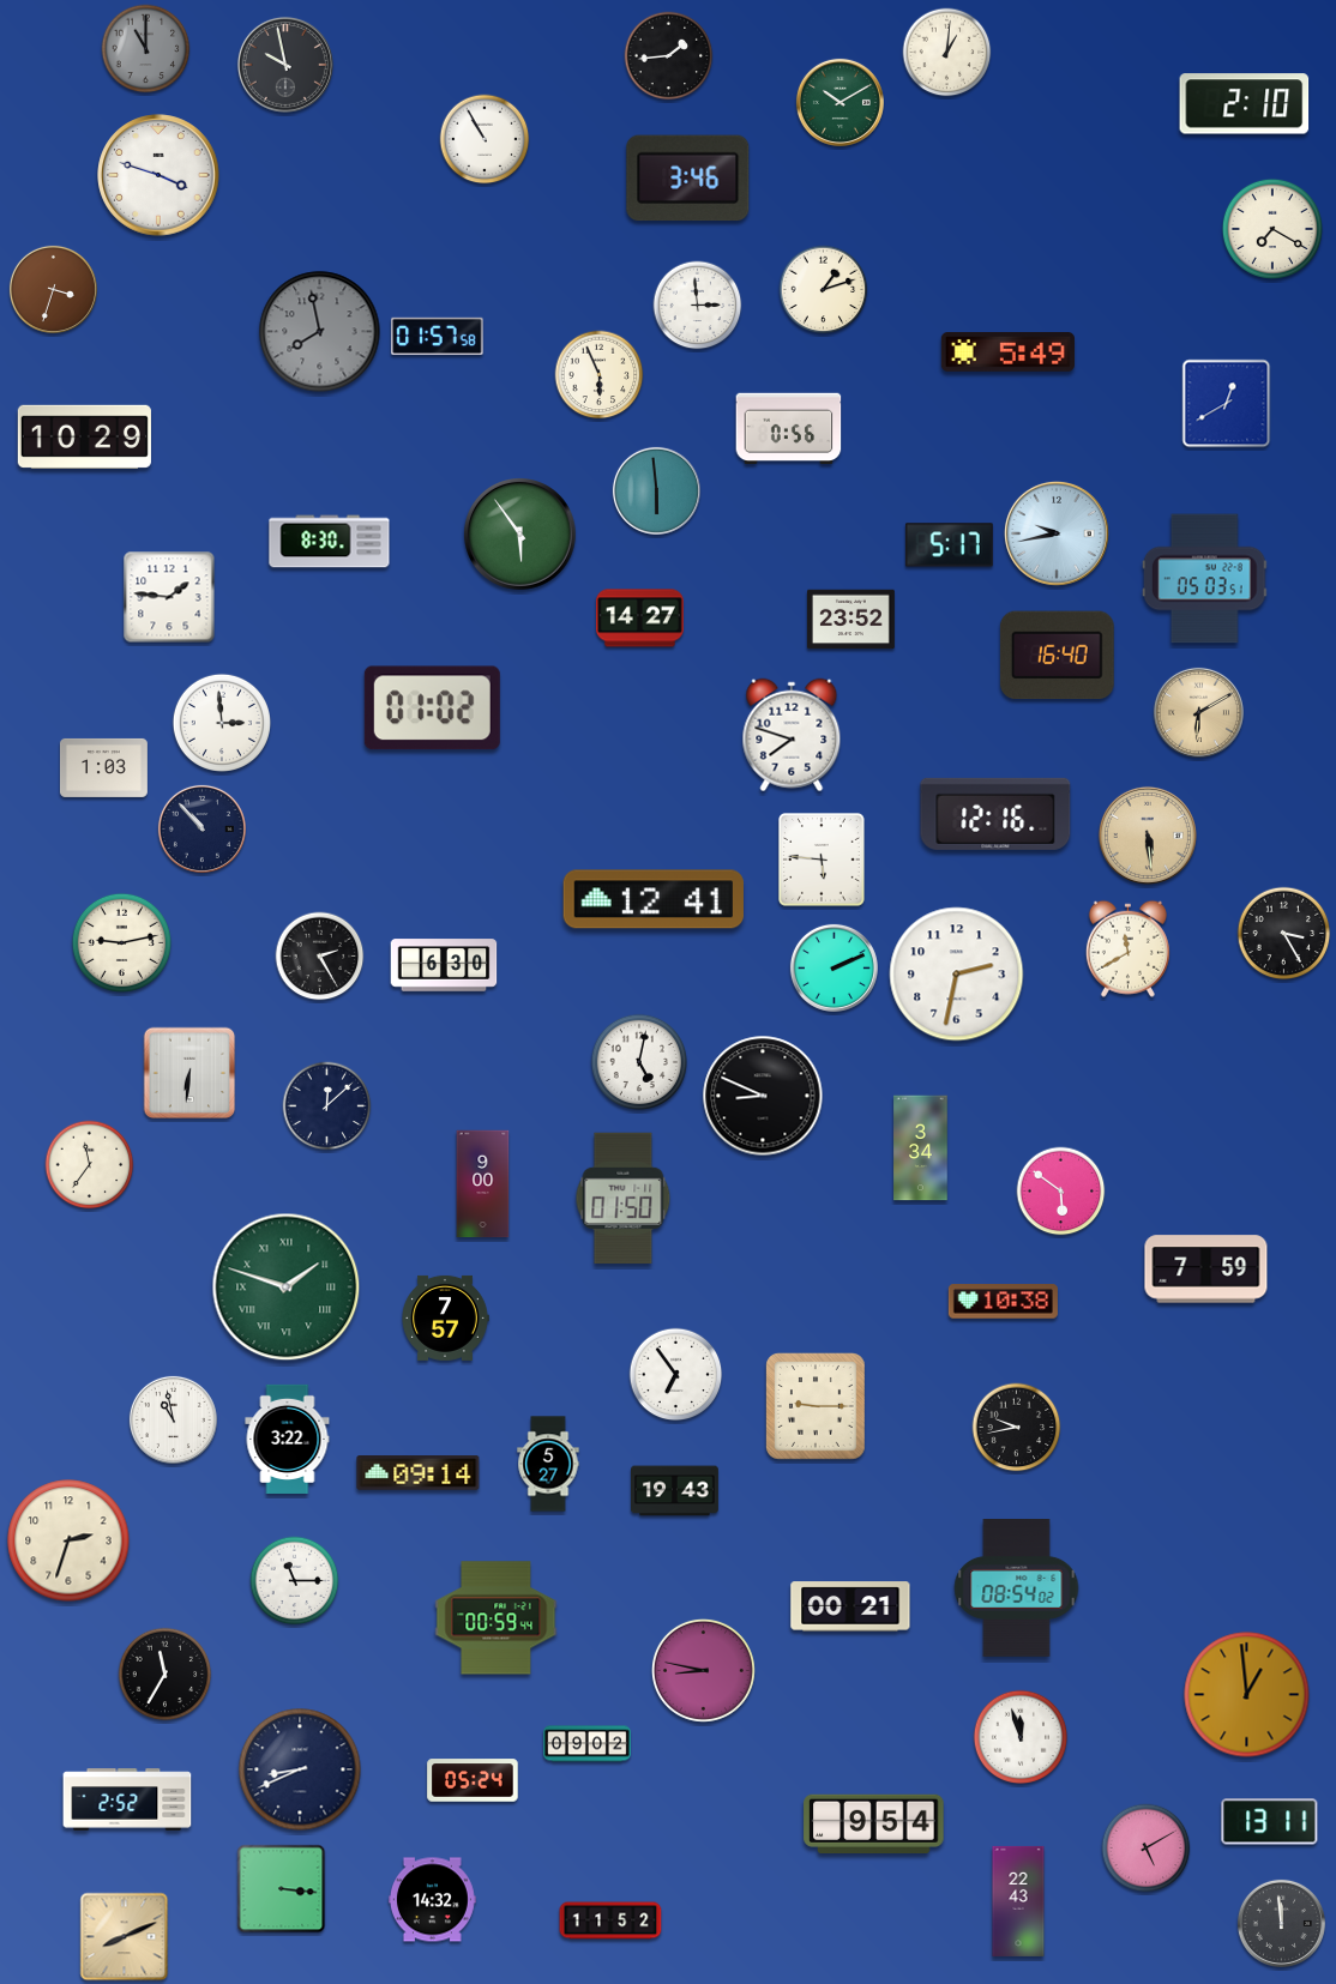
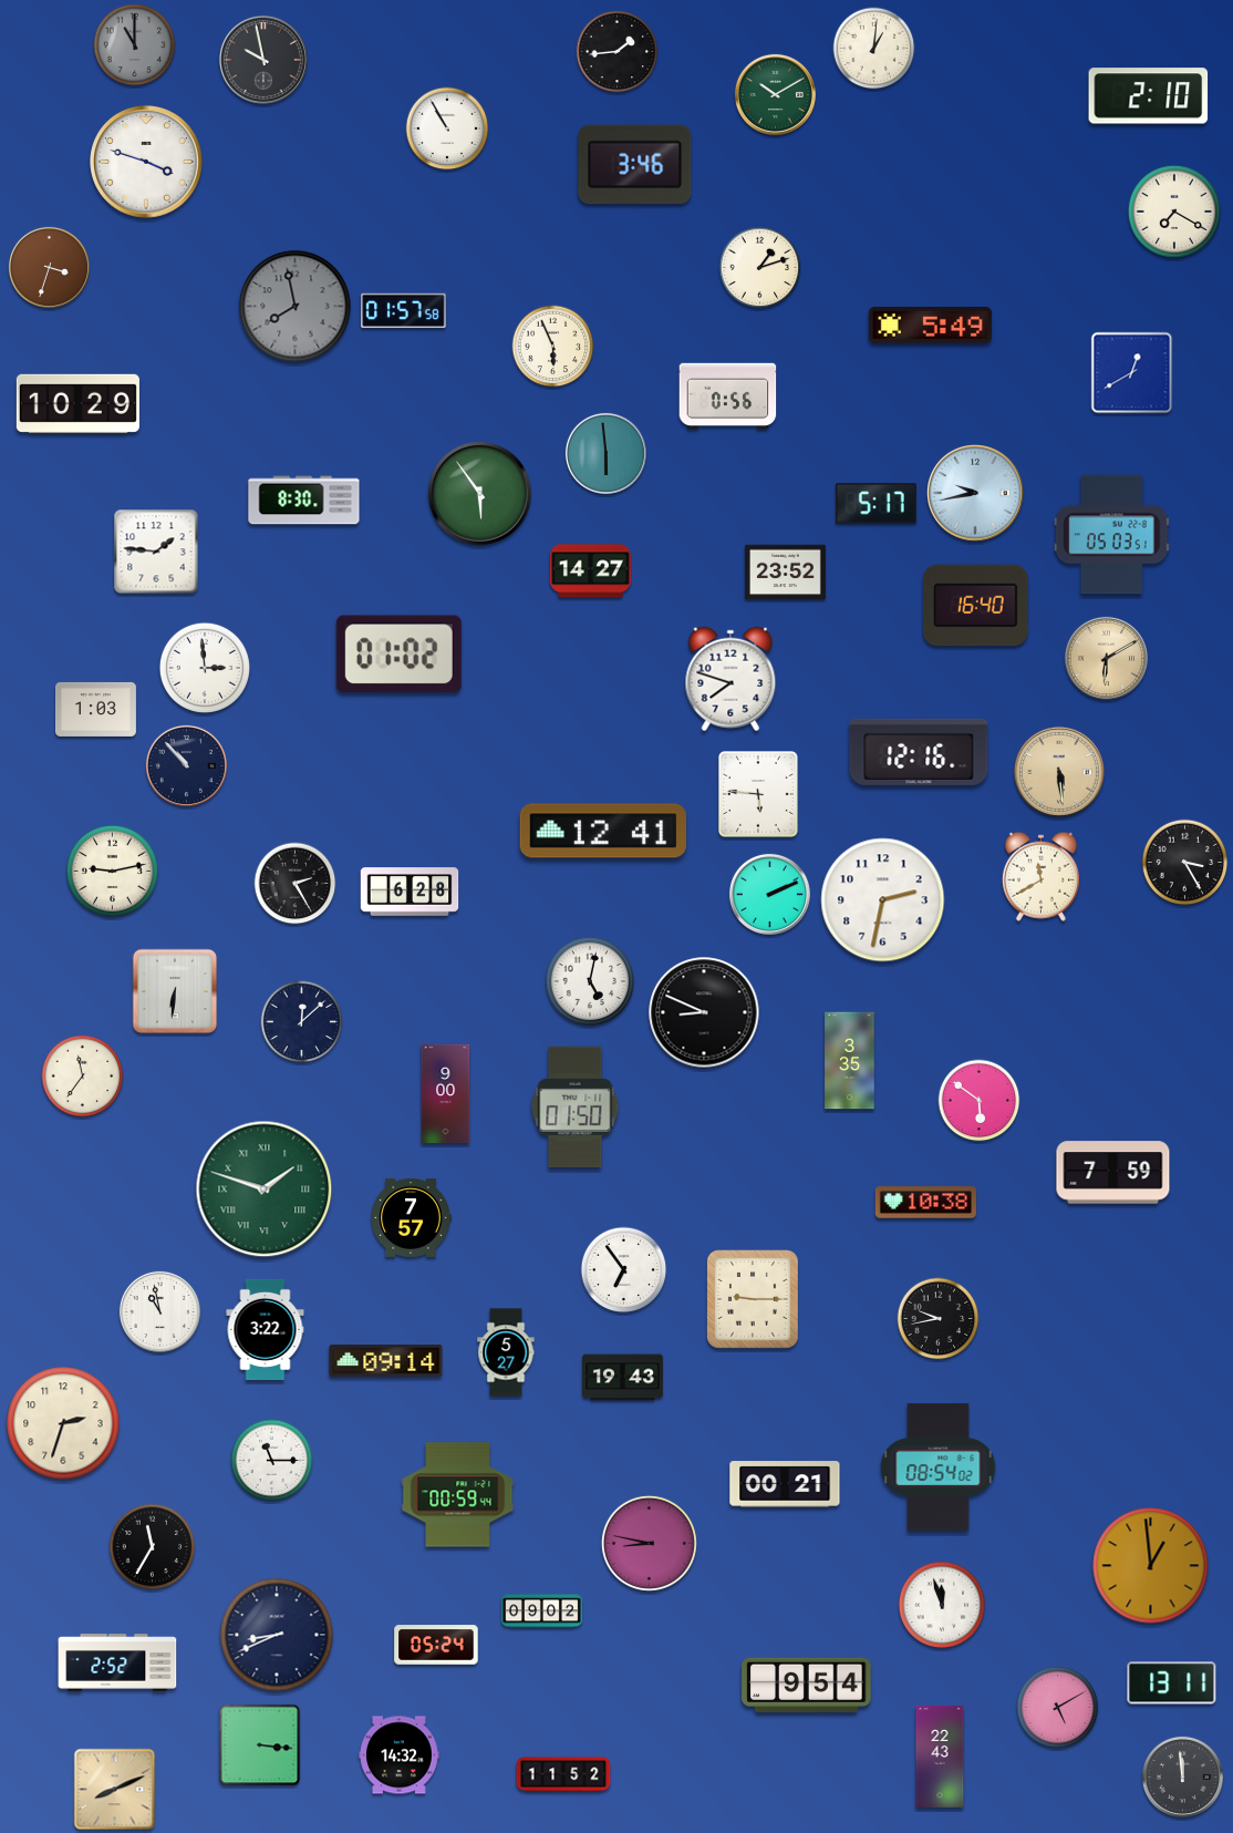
clock at (698, 306): 2:59 -> none
clock at (444, 965): 6:30 -> 6:28
clock at (921, 1148): 3:34 -> 3:35
